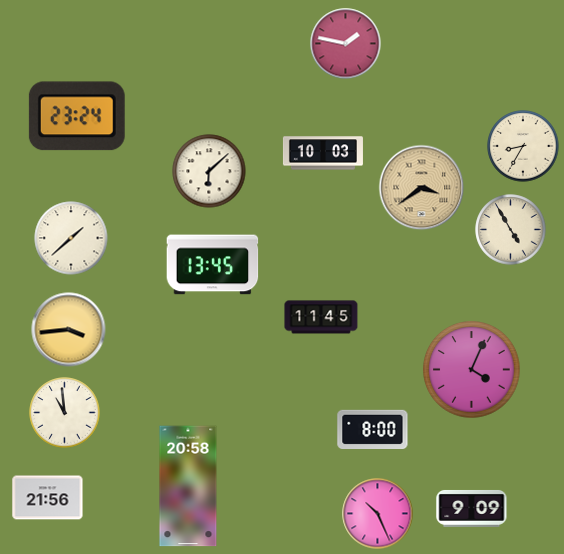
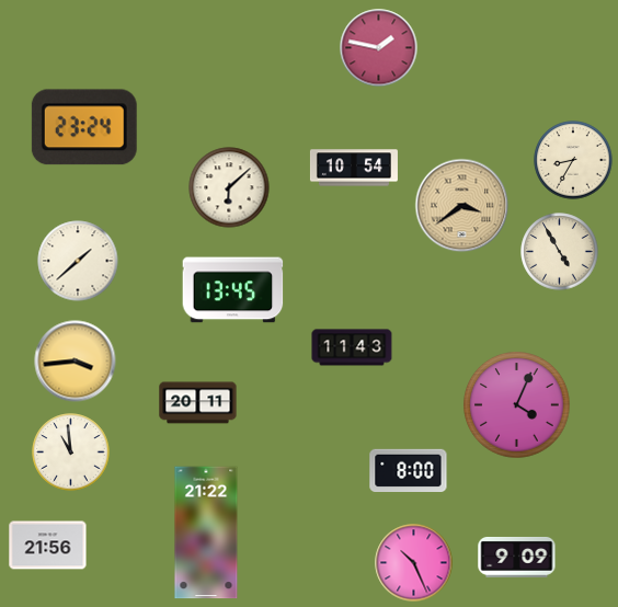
clock at (323, 153): 10:03 -> 10:54
clock at (321, 317): 11:45 -> 11:43
clock at (198, 403): none -> 20:11
clock at (188, 486): 20:58 -> 21:22
clock at (48, 498) position: (48, 498) -> (48, 546)
